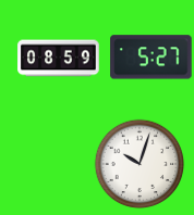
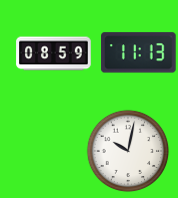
clock at (151, 58): 5:27 -> 11:13
clock at (140, 164): 10:03 -> 10:02
